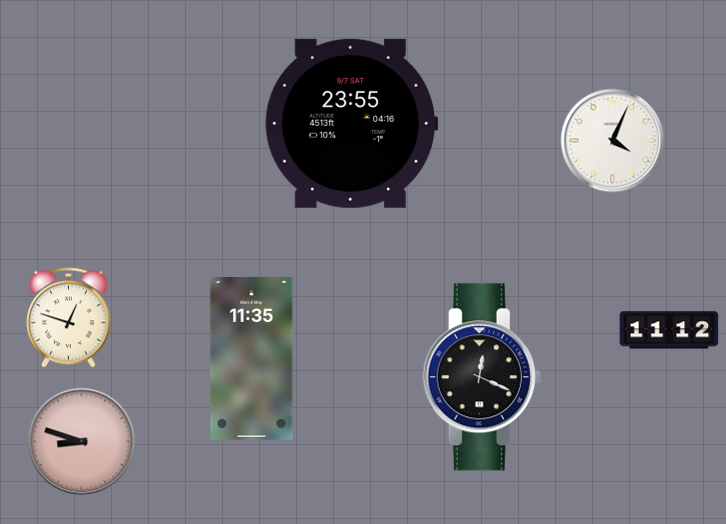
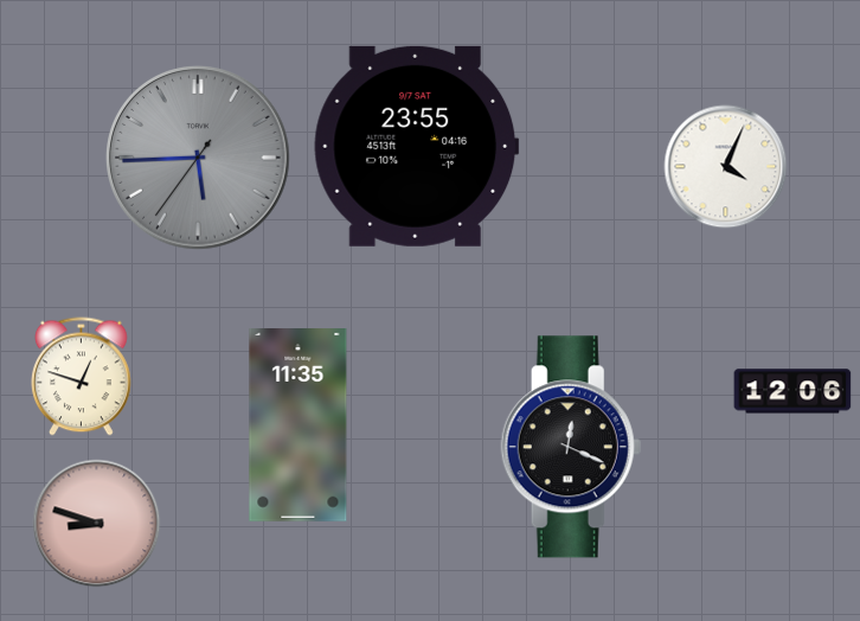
clock at (199, 159): none -> 5:44
clock at (669, 330): 11:12 -> 12:06
